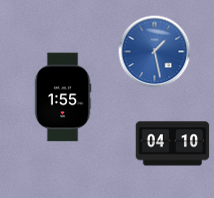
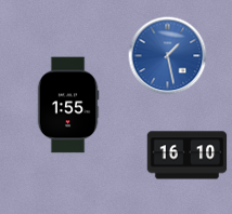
clock at (173, 144): 04:10 -> 16:10
